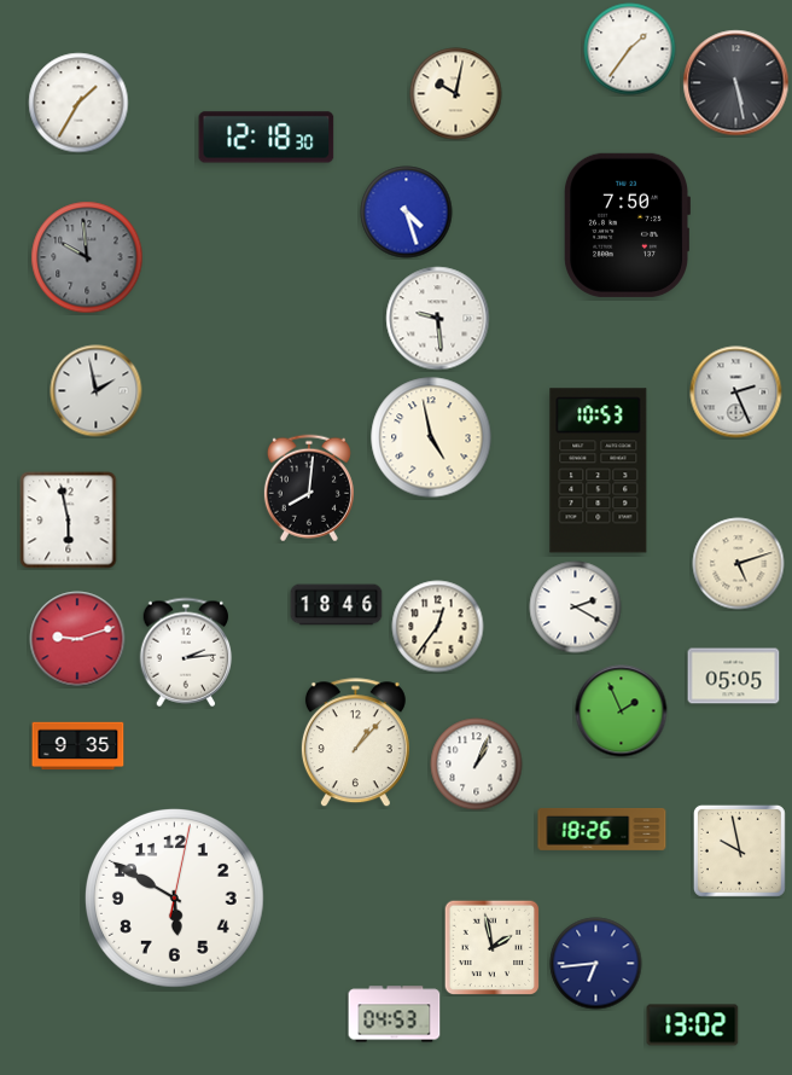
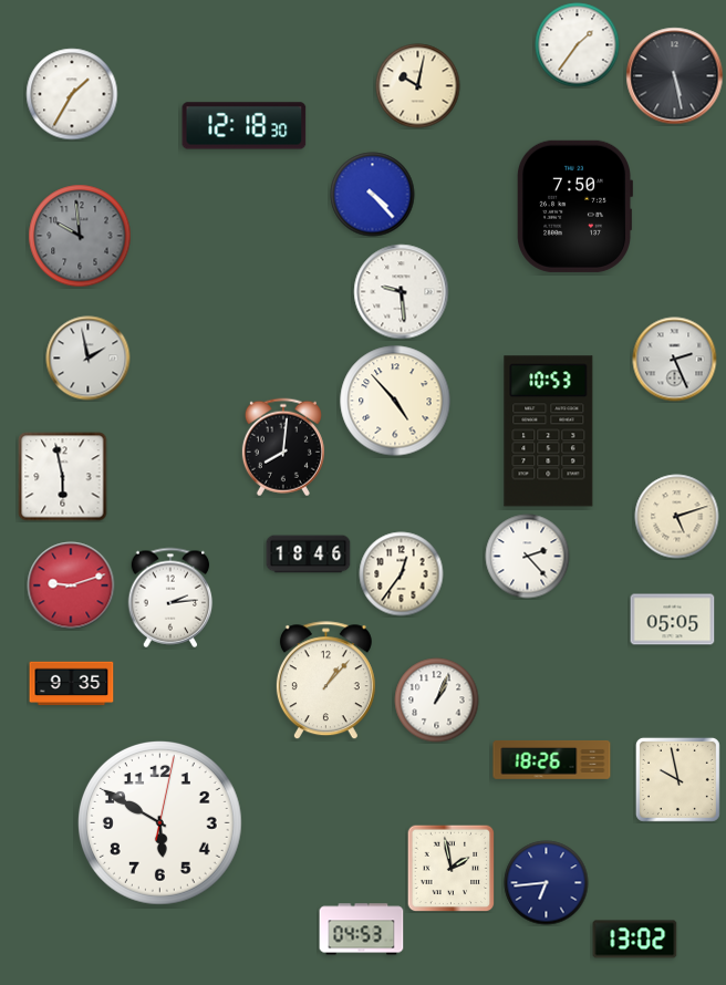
clock at (407, 213): 4:27 -> 4:23
clock at (431, 437): 4:58 -> 4:53
clock at (576, 608): 2:20 -> 2:23
clock at (622, 711): 1:56 -> none
